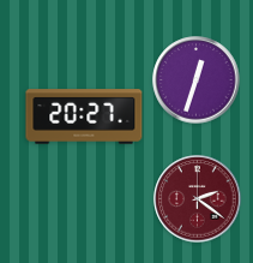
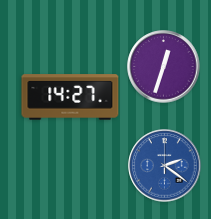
clock at (84, 116): 20:27 -> 14:27
clock at (198, 199) dial: burgundy -> blue
